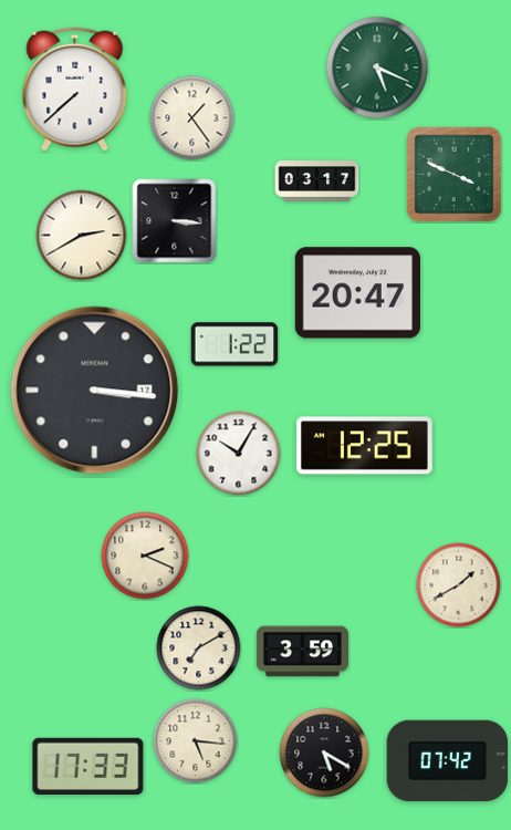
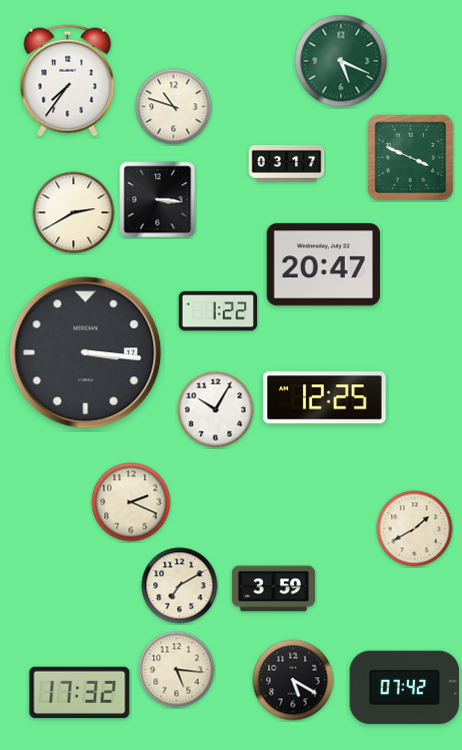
clock at (75, 90): 7:38 -> 7:36
clock at (192, 118): 1:24 -> 10:48
clock at (234, 344) position: (234, 344) -> (218, 311)
clock at (365, 446) position: (365, 446) -> (325, 398)
clock at (88, 766): 17:33 -> 17:32
